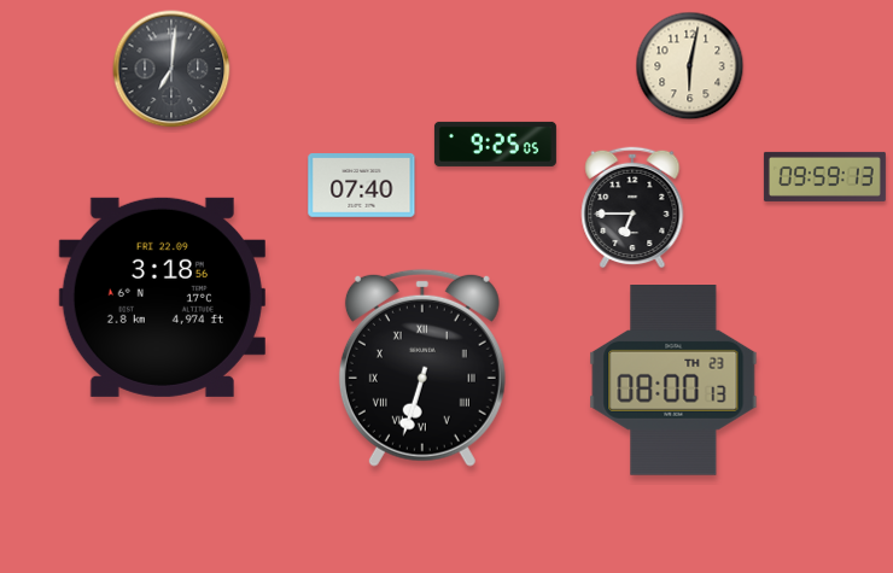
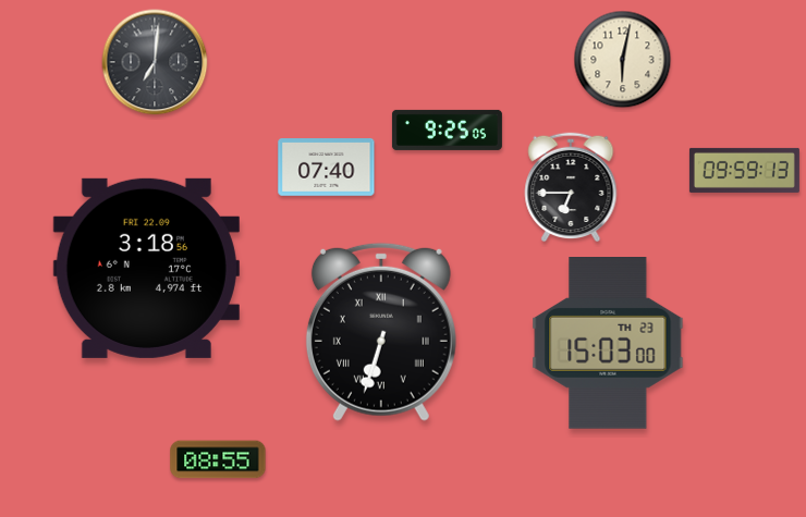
clock at (824, 176) position: (824, 176) -> (744, 170)
clock at (673, 381): 08:00 -> 15:03
clock at (218, 459): none -> 08:55
